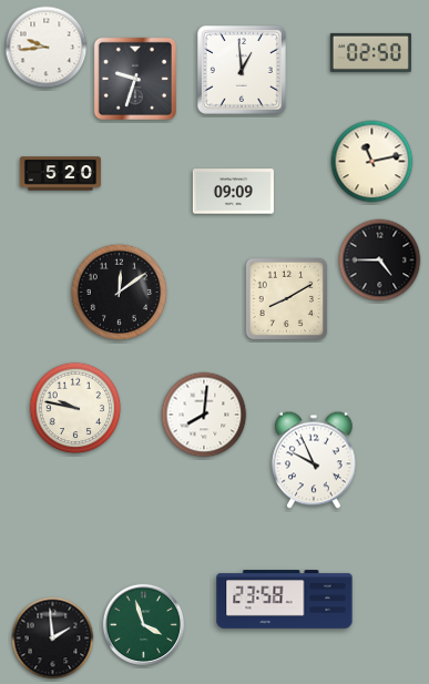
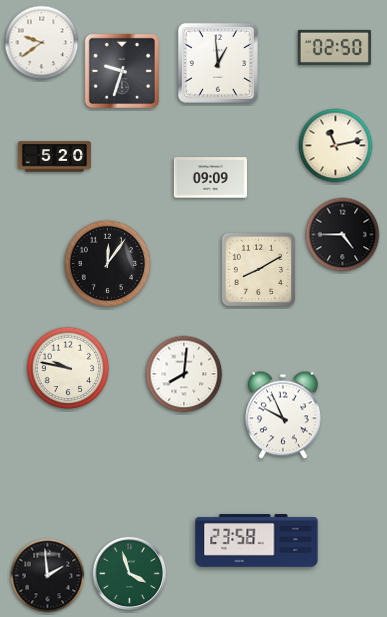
clock at (47, 48): 9:44 -> 9:39
clock at (233, 192) position: (233, 192) -> (210, 178)
clock at (119, 292): 12:09 -> 12:06
clock at (144, 625) position: (144, 625) -> (130, 574)
